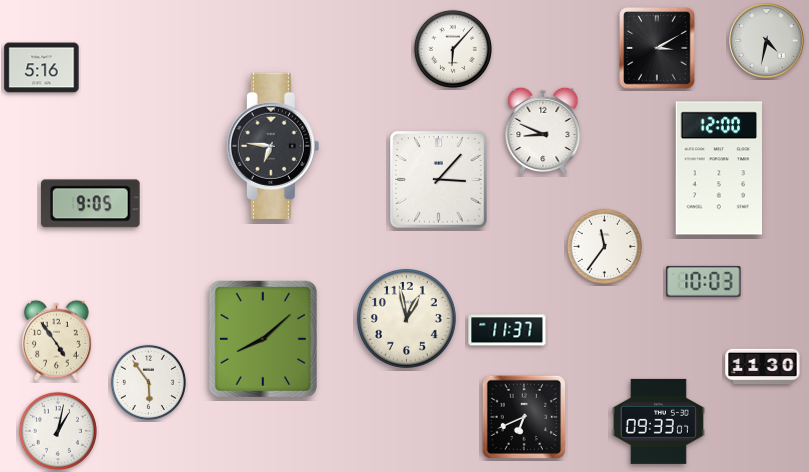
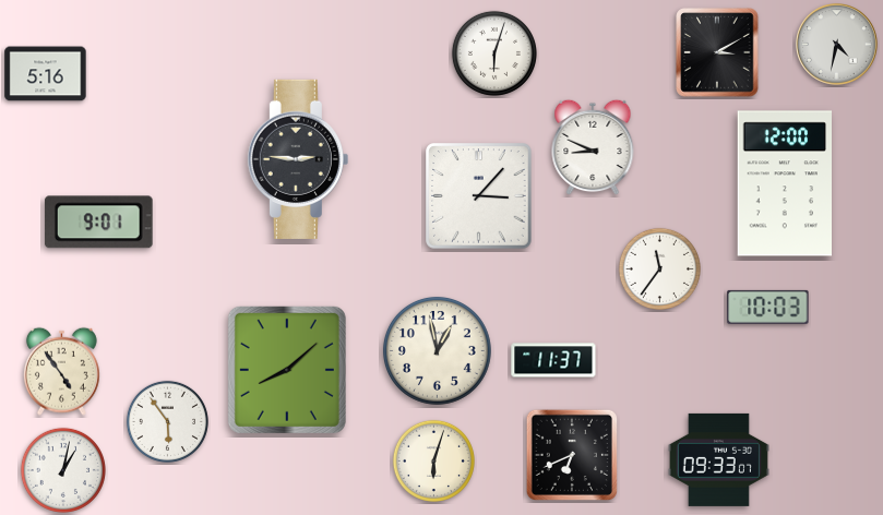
clock at (453, 49): 6:07 -> 6:03
clock at (543, 131) position: (543, 131) -> (593, 147)
clock at (273, 146): 6:46 -> 2:46
clock at (90, 204): 9:05 -> 9:01
clock at (406, 318) position: (406, 318) -> (437, 350)
clock at (763, 367): 11:30 -> none
clock at (148, 382) position: (148, 382) -> (167, 421)
clock at (433, 460): none -> 6:03
